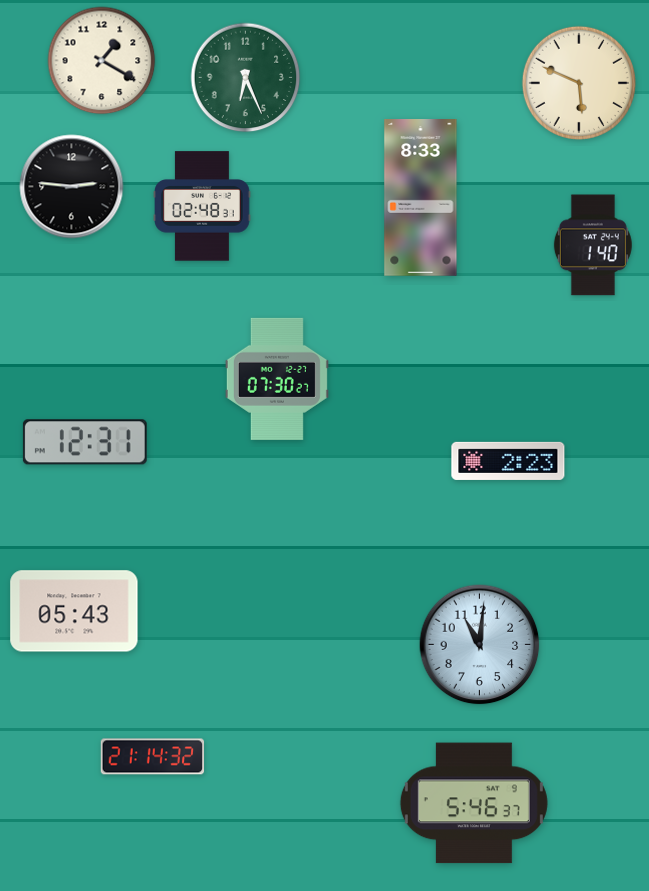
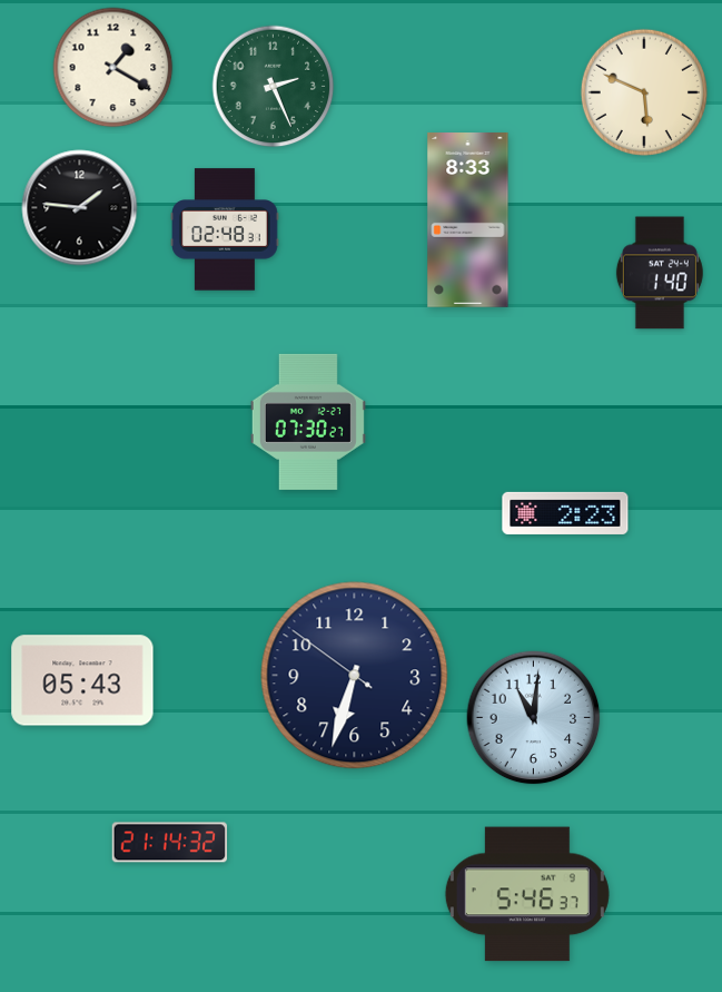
clock at (246, 78): 6:26 -> 2:26
clock at (72, 187): 2:46 -> 1:46
clock at (85, 442): 12:31 -> none
clock at (355, 676): none -> 6:32
